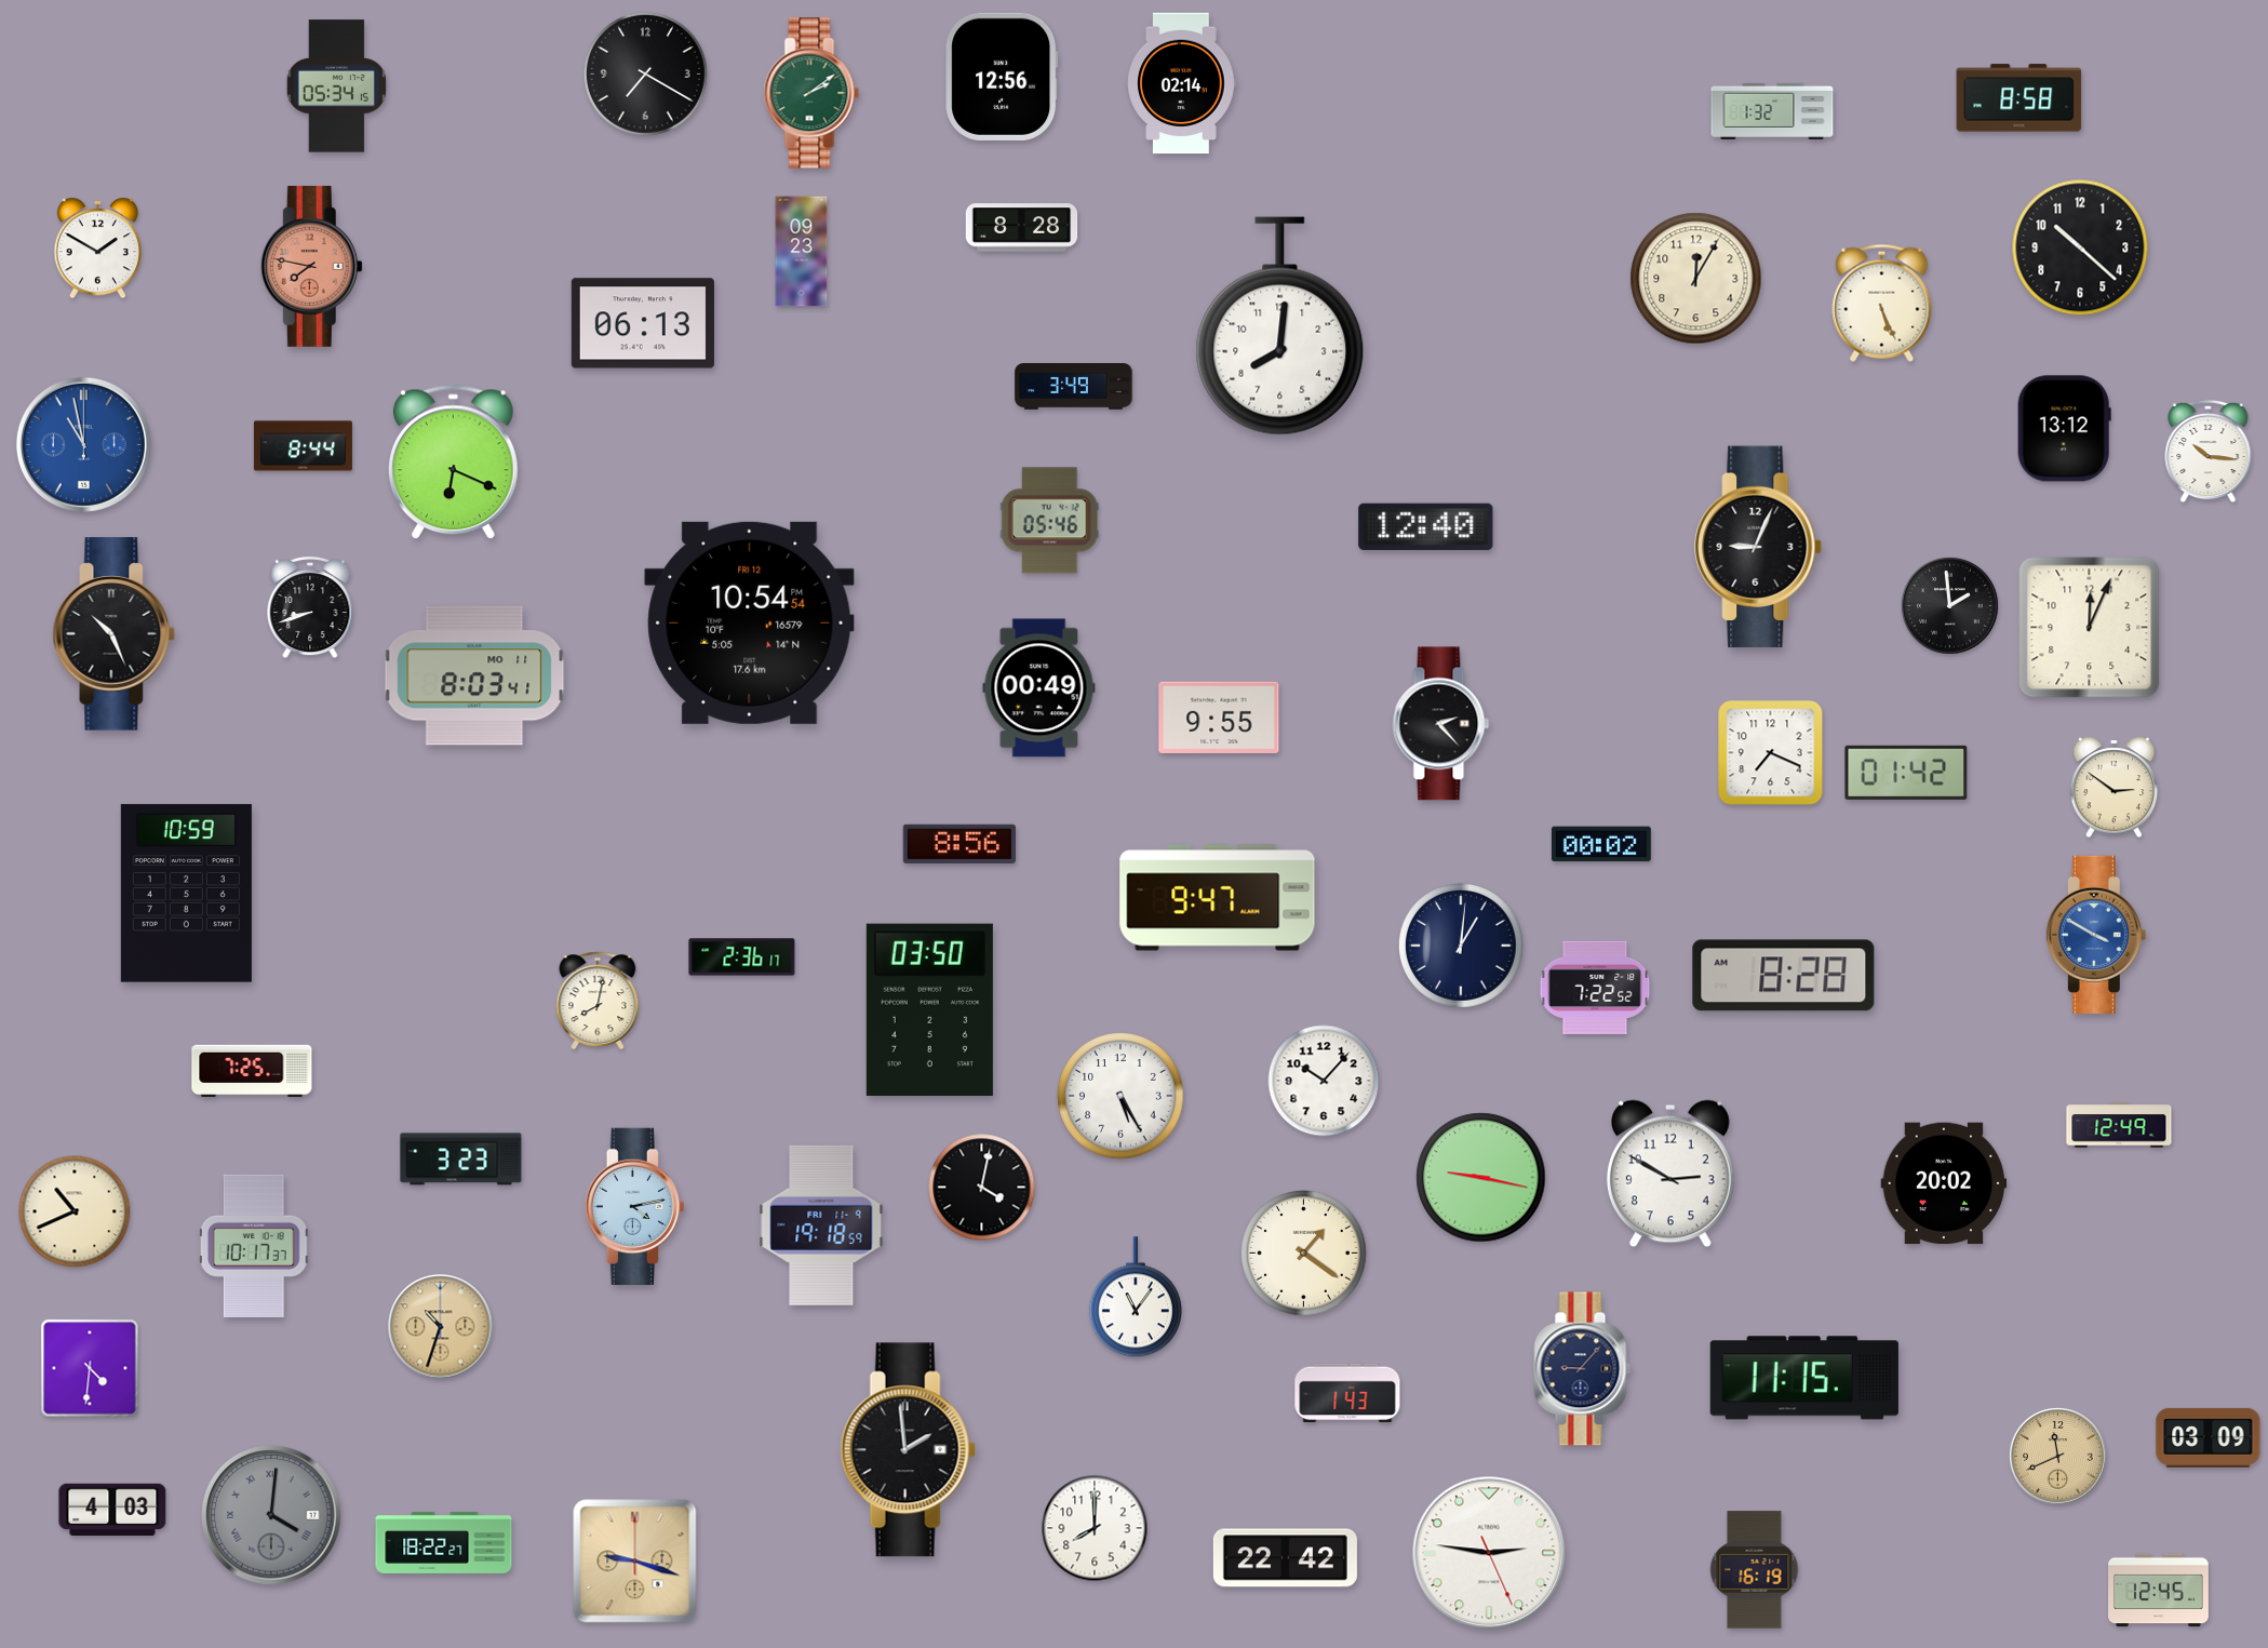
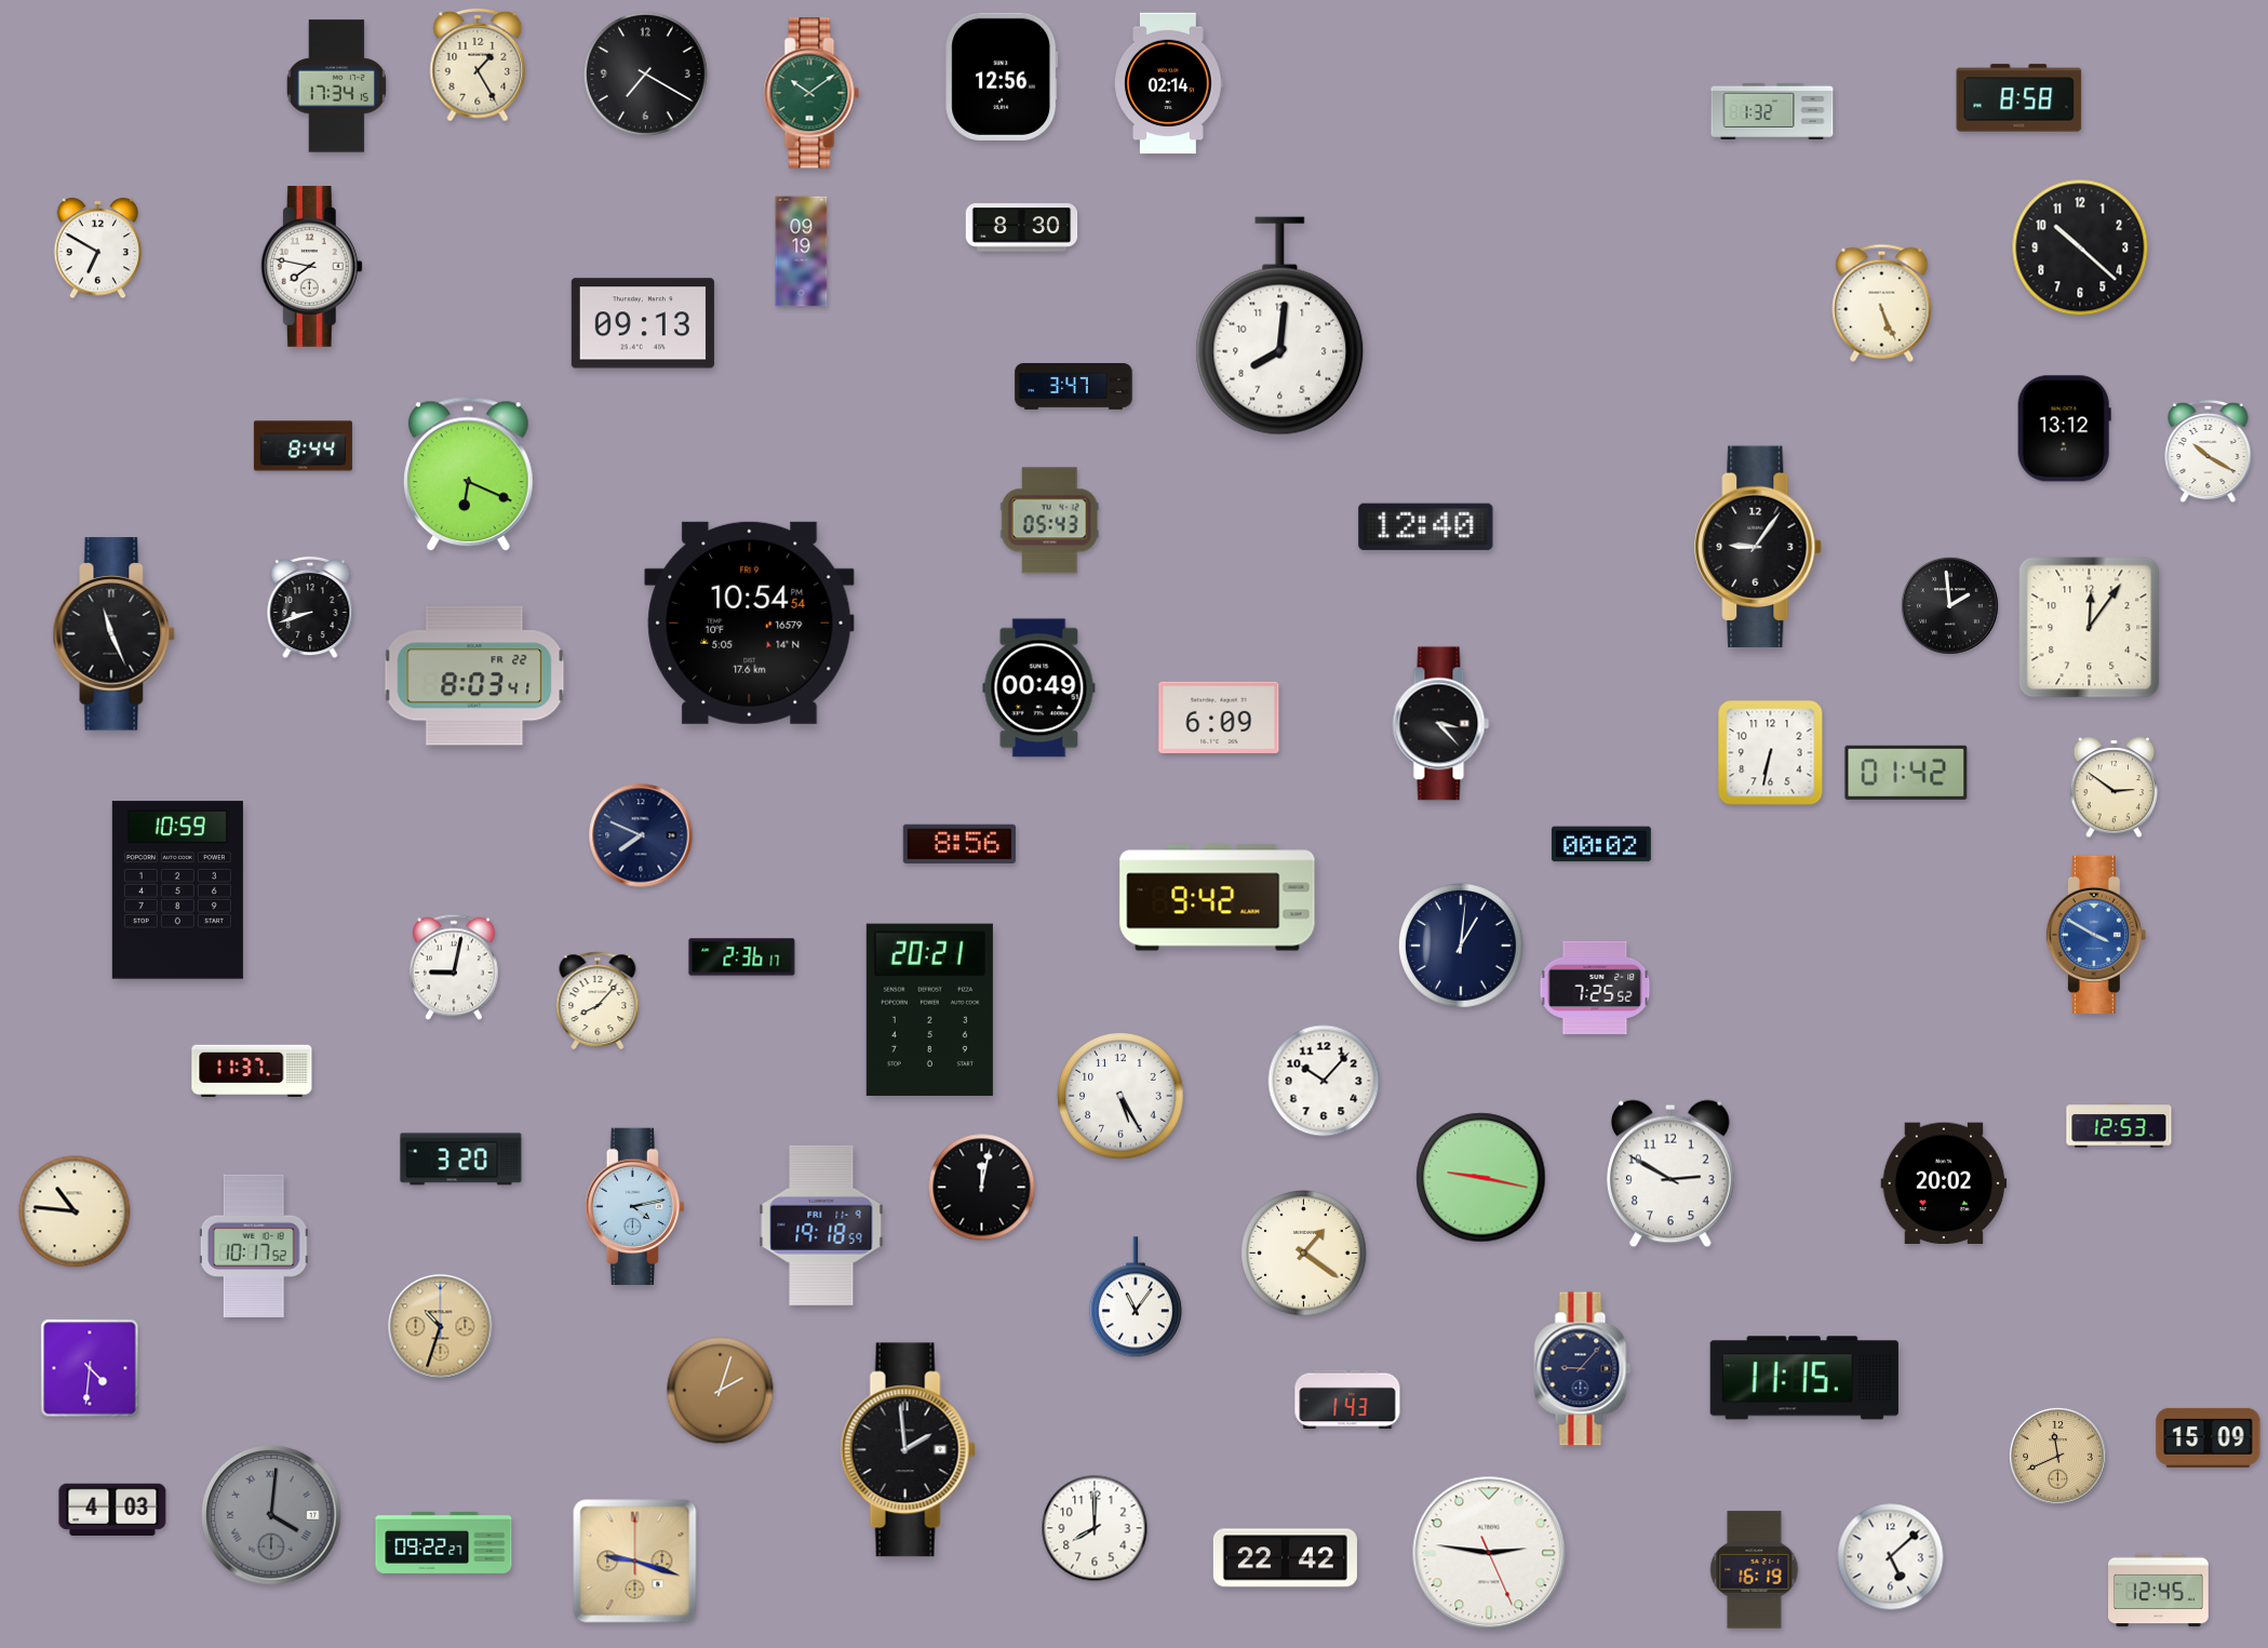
clock at (478, 65): none -> 1:25
clock at (1182, 83) position: (1182, 83) -> (1169, 83)
clock at (336, 86): 05:34 -> 17:34
clock at (811, 93): 2:09 -> 10:09
clock at (1022, 228): 8:28 -> 8:30
clock at (98, 249): 1:50 -> 6:50
clock at (802, 252): 09:23 -> 09:19
clock at (311, 266) dial: salmon -> white
clock at (1696, 279): 12:05 -> none
clock at (643, 323): 06:13 -> 09:13
clock at (1074, 387): 3:49 -> 3:47
clock at (83, 444): 10:58 -> none
clock at (2209, 452): 10:16 -> 10:20
clock at (453, 463) position: (453, 463) -> (468, 474)
clock at (1049, 521): 05:46 -> 05:43
clock at (1759, 547): 9:04 -> 9:06
clock at (750, 622) date: FRI 12 -> FRI 9
clock at (2090, 628): 12:04 -> 12:06
clock at (115, 634): 10:26 -> 11:26
clock at (474, 675) date: MO 11 -> FR 22
clock at (1219, 716): 9:55 -> 6:09
clock at (1441, 724): 2:23 -> 3:23
clock at (1771, 753): 7:19 -> 6:32
clock at (641, 835): none -> 7:49
clock at (186, 894) position: (186, 894) -> (177, 890)
clock at (1218, 898): 9:47 -> 9:42
clock at (454, 967): none -> 9:02
clock at (1784, 976): 8:28 -> none
clock at (1595, 987): 7:22 -> 7:25
clock at (598, 1001): 8:02 -> 8:07
clock at (929, 1009): 03:50 -> 20:21
clock at (252, 1070): 7:25 -> 11:37
clock at (2119, 1125): 12:49 -> 12:53
clock at (461, 1160): 3:23 -> 3:20
clock at (982, 1188): 4:02 -> 12:02
clock at (75, 1211): 10:41 -> 10:46
clock at (254, 1246): 10:17:37 -> 10:17:52
clock at (721, 1391): none -> 2:03
clock at (1347, 1393) position: (1347, 1393) -> (1347, 1399)
clock at (2209, 1437): 03:09 -> 15:09
clock at (444, 1542): 18:22 -> 09:22
clock at (1891, 1557): none -> 5:08
